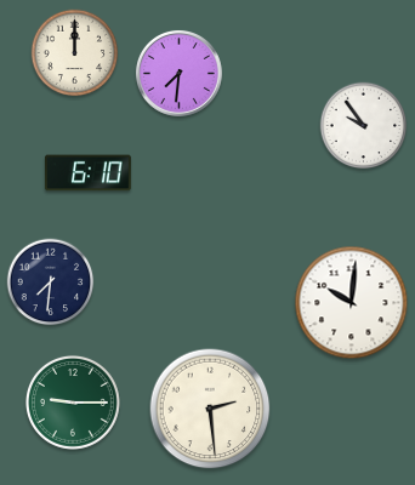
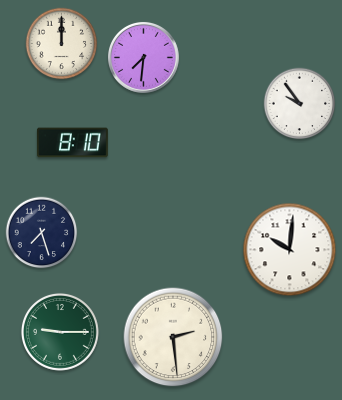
clock at (178, 73) position: (178, 73) -> (143, 57)
clock at (87, 173): 6:10 -> 8:10
clock at (51, 283): 7:31 -> 7:27
